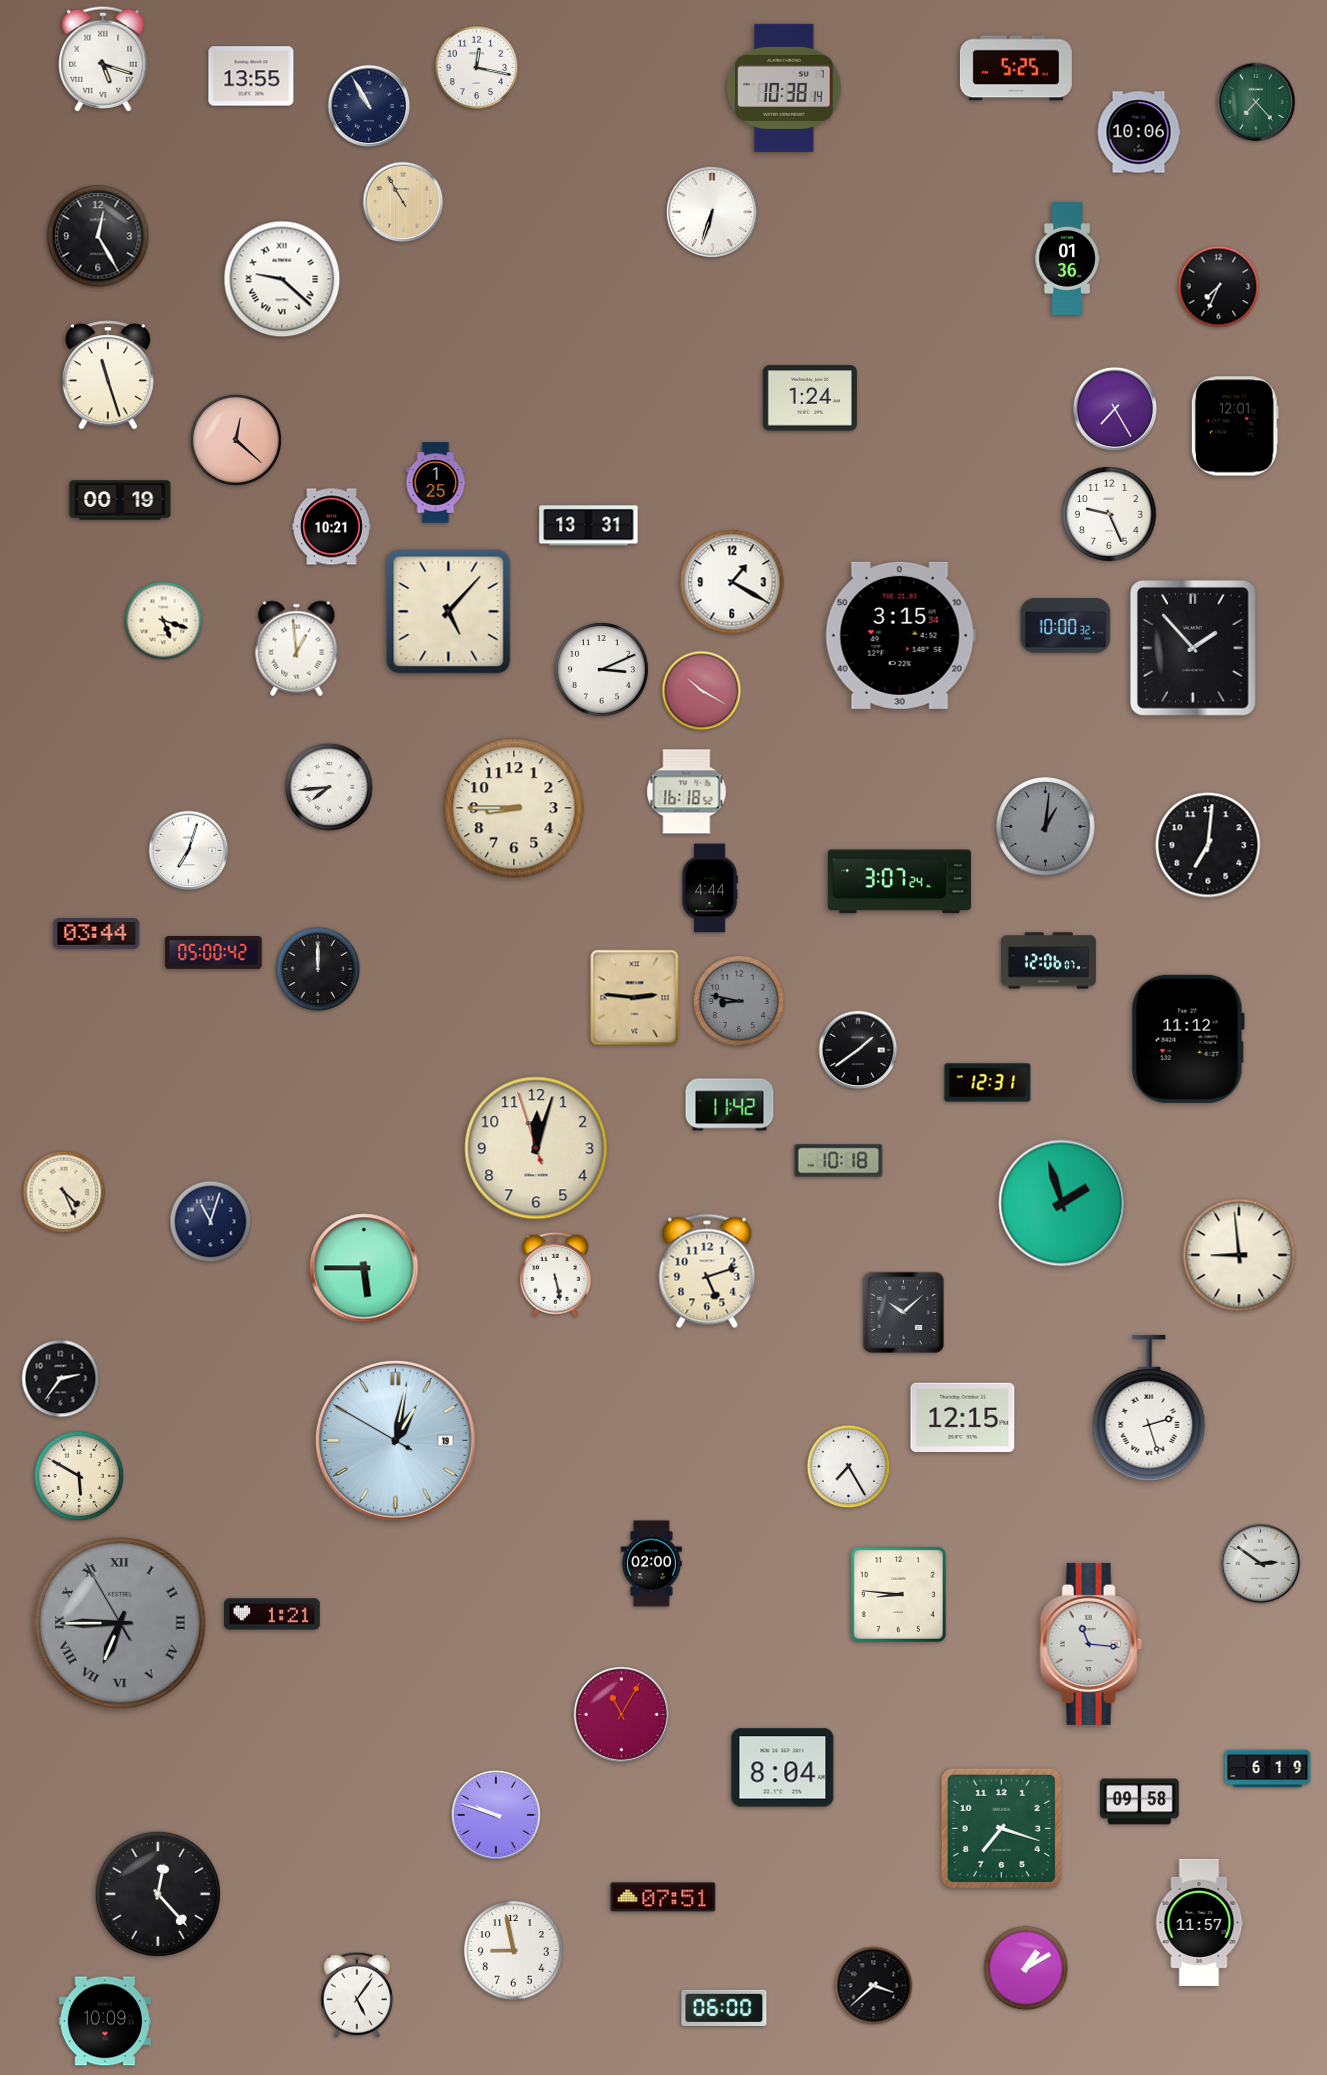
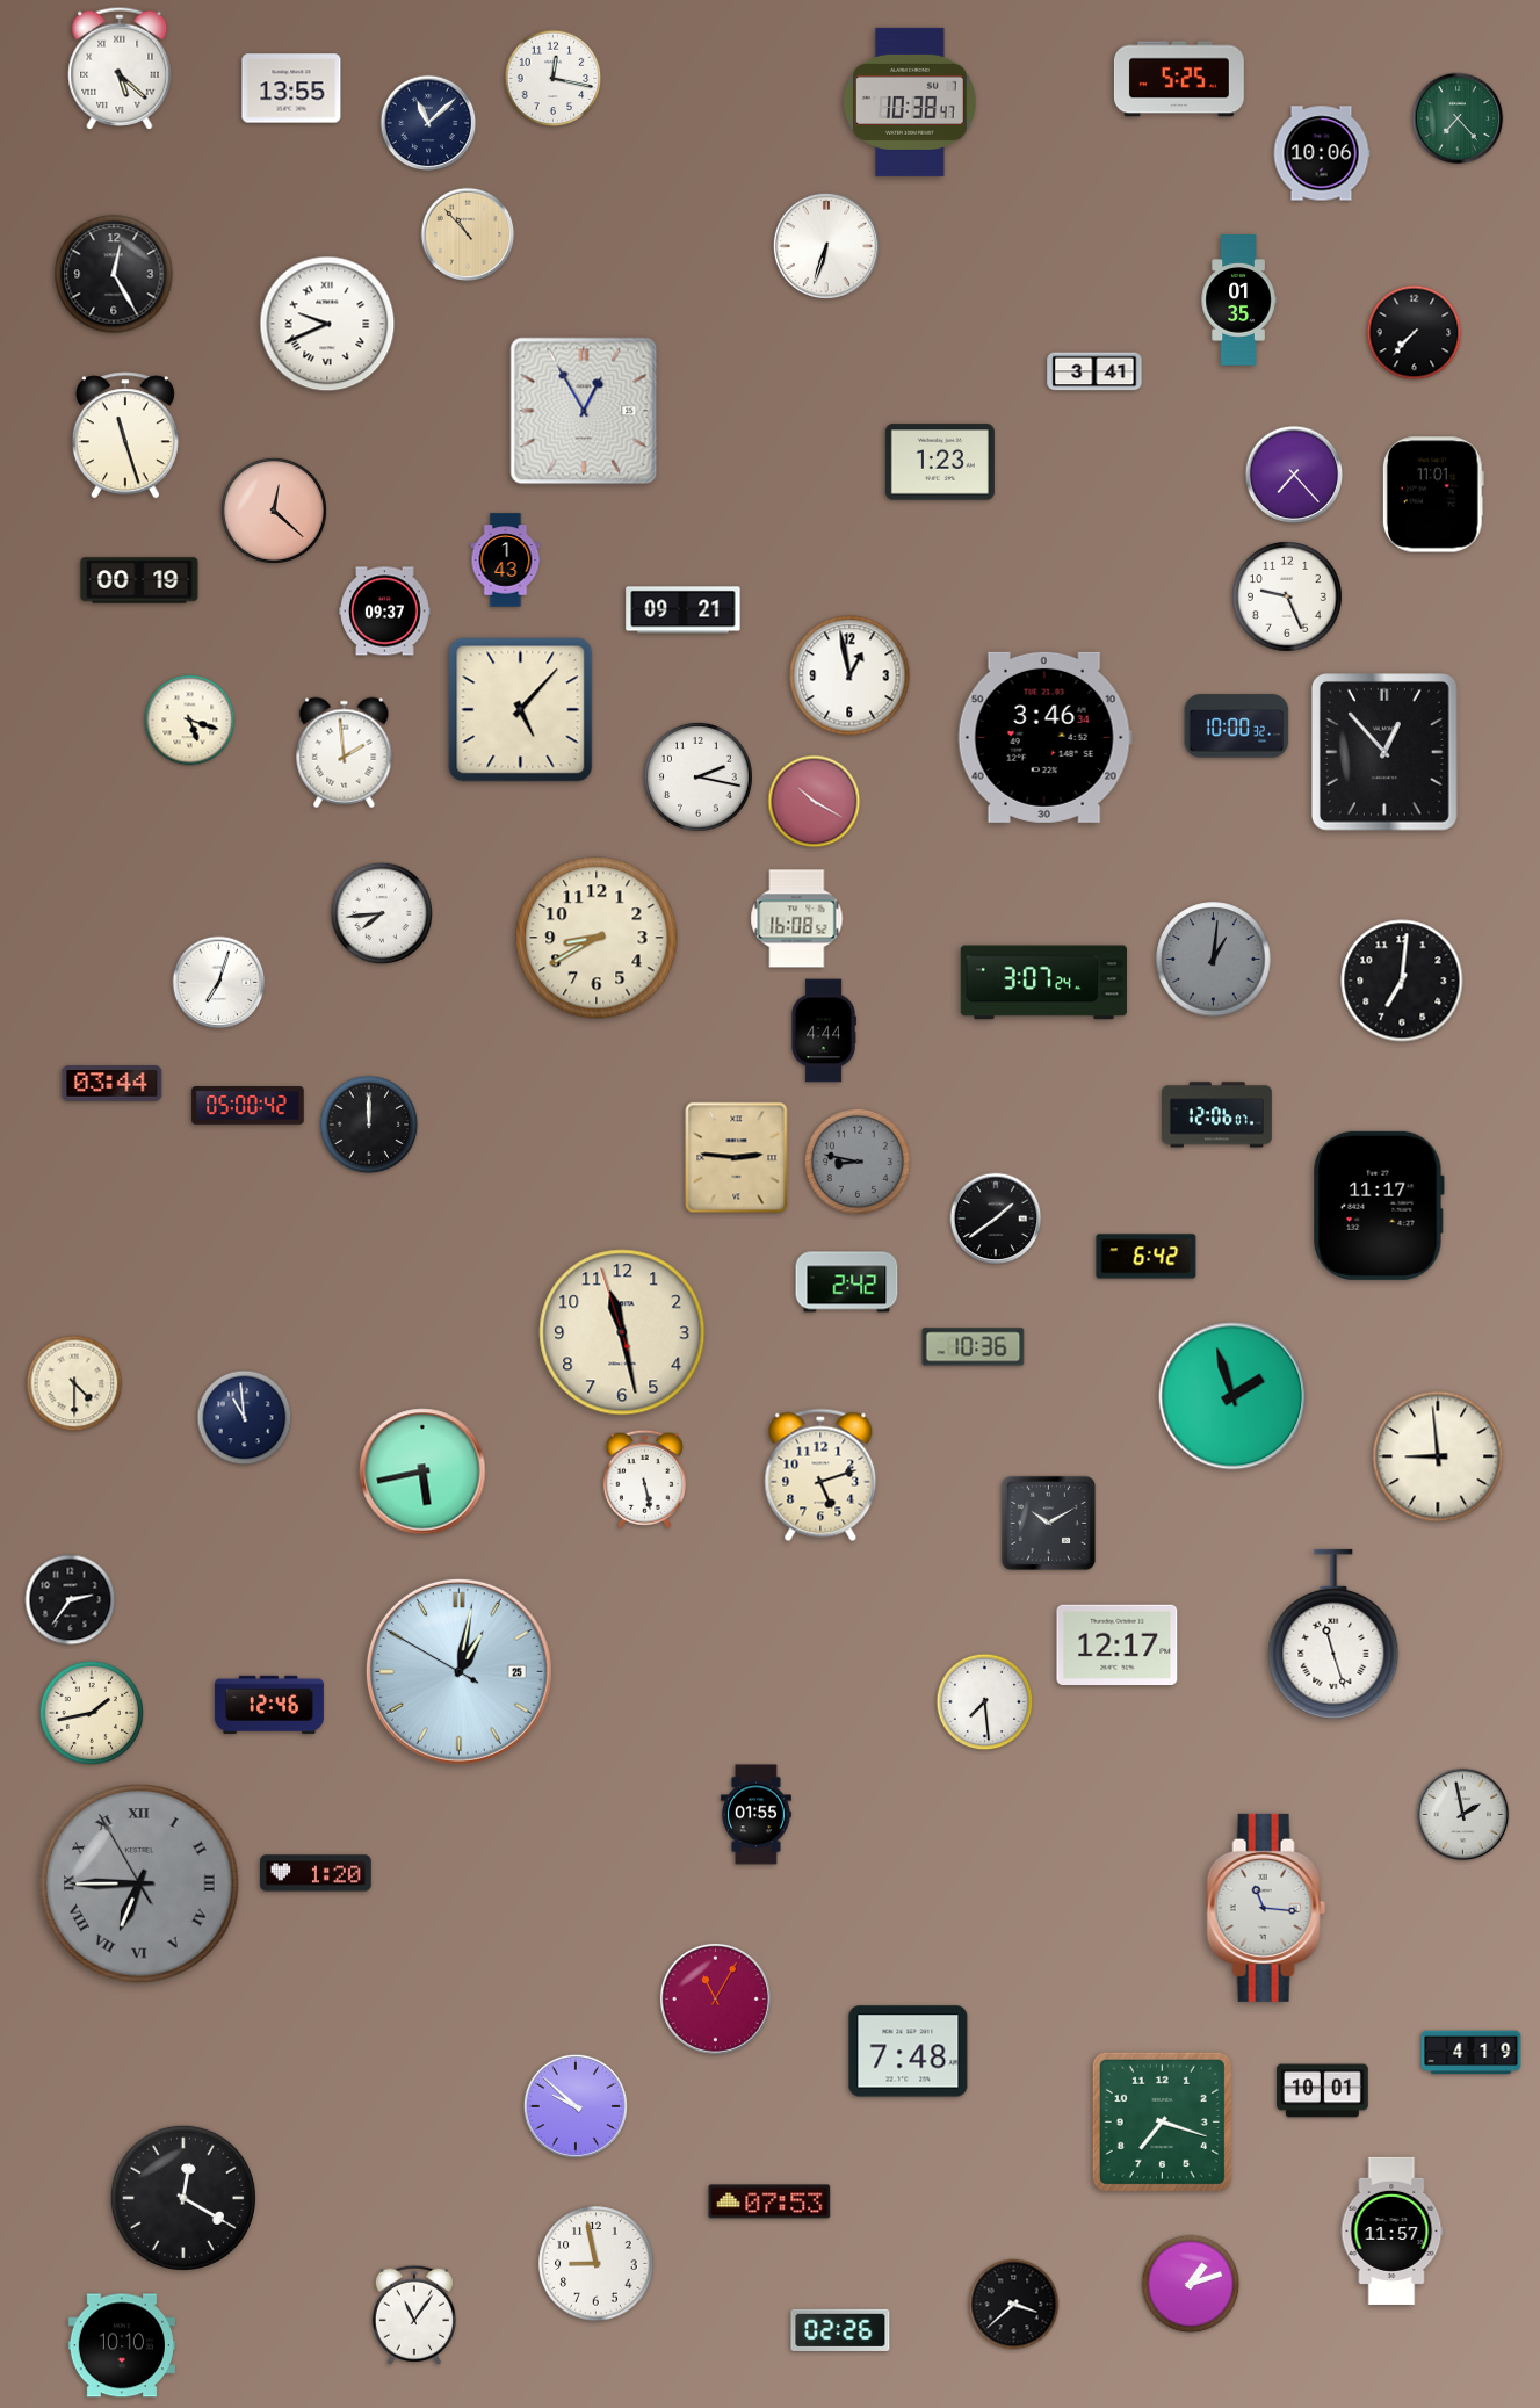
clock at (103, 59): 5:18 -> 5:22
clock at (785, 88): 10:38:14 -> 10:38:47
clock at (369, 106): 10:55 -> 11:08
clock at (403, 202): 10:55 -> 10:53
clock at (1067, 259): 01:36 -> 01:35
clock at (282, 279): 9:22 -> 9:41
clock at (1219, 287): 7:34 -> 7:37
clock at (1094, 371): none -> 3:41
clock at (584, 411): none -> 12:55
clock at (810, 398): 1:24 -> 1:23
clock at (1115, 409): 7:25 -> 7:23
clock at (1235, 426): 12:01 -> 11:01
clock at (436, 483): 1:25 -> 1:43
clock at (589, 526): 13:31 -> 09:21
clock at (332, 527): 10:21 -> 09:37
clock at (732, 582): 1:20 -> 12:58
clock at (900, 635): 3:15 -> 3:46
clock at (297, 649): 12:59 -> 1:59
clock at (1194, 649): 1:53 -> 12:53
clock at (601, 669): 3:11 -> 2:17
clock at (687, 792): 16:18 -> 16:08
clock at (514, 808): 8:45 -> 8:40
clock at (189, 851) position: (189, 851) -> (219, 983)
clock at (899, 882) position: (899, 882) -> (1043, 983)
clock at (1188, 1039): 11:12 -> 11:17
clock at (988, 1083): 12:31 -> 6:42
clock at (730, 1105): 11:42 -> 2:42
clock at (536, 1148): 12:02 -> 11:27
clock at (839, 1161): 10:18 -> 10:36
clock at (64, 1192): 4:26 -> 4:30
clock at (211, 1222): 11:03 -> 10:59
clock at (364, 1268): 5:45 -> 5:43
clock at (903, 1312): 10:08 -> 10:10
clock at (1149, 1408): 2:27 -> 11:27
clock at (963, 1418): 12:15 -> 12:17
clock at (395, 1440) date: 19 -> 25
clock at (849, 1467): 7:25 -> 7:29
clock at (269, 1705): none -> 12:46
clock at (79, 1476): 5:50 -> 1:43
clock at (651, 1564): 02:00 -> 01:55
clock at (1261, 1564): 2:51 -> 1:58
clock at (898, 1594): 8:46 -> none
clock at (272, 1614): 1:21 -> 1:20
clock at (621, 1714) position: (621, 1714) -> (715, 1998)
clock at (783, 1768): 8:04 -> 7:48
clock at (1268, 1769): 6:19 -> 4:19
clock at (1140, 1802): 09:58 -> 10:01
clock at (496, 1815): 9:48 -> 9:52
clock at (158, 1894): 12:23 -> 12:20
clock at (663, 1897): 07:51 -> 07:53
clock at (1026, 1968): 1:10 -> 1:12
clock at (356, 1995): 5:06 -> 11:06
clock at (724, 2008): 06:00 -> 02:26
clock at (104, 2021): 10:09 -> 10:10
